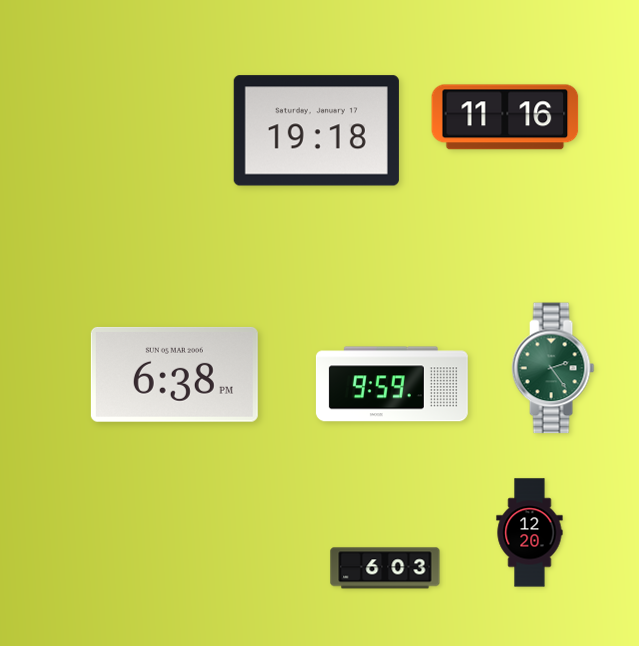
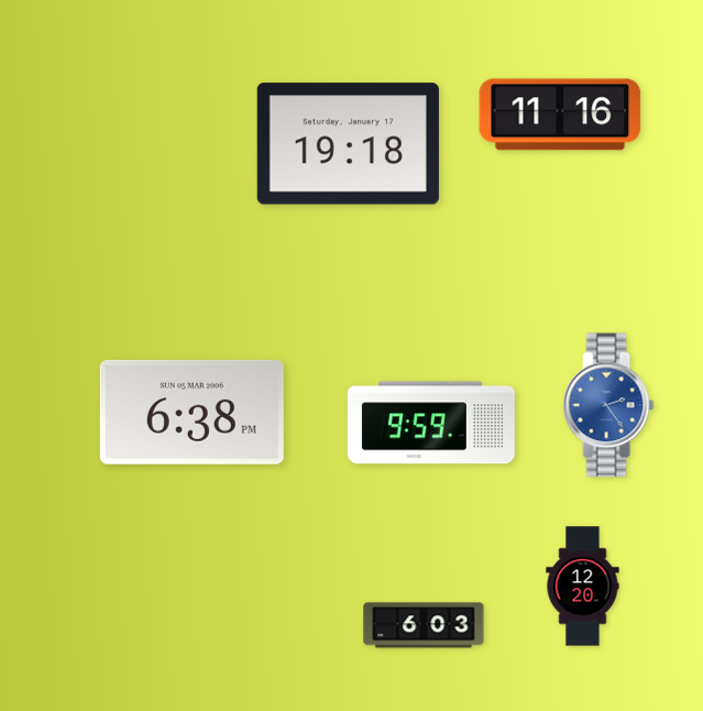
clock at (505, 117) position: (505, 117) -> (560, 114)
clock at (553, 368) dial: green -> blue
